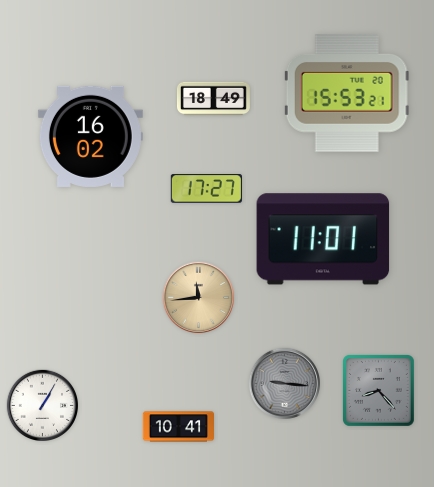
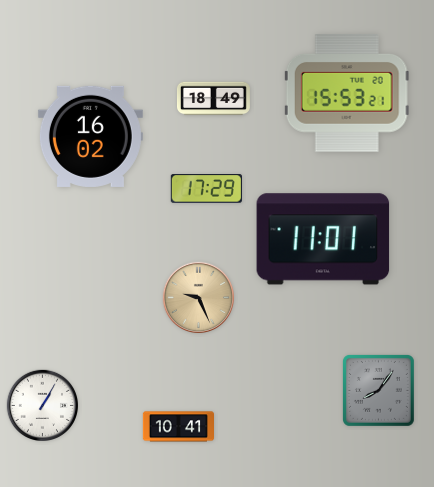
clock at (206, 189): 17:27 -> 17:29
clock at (198, 297): 11:44 -> 9:26
clock at (284, 383): 9:16 -> none
clock at (378, 390): 8:23 -> 8:06
